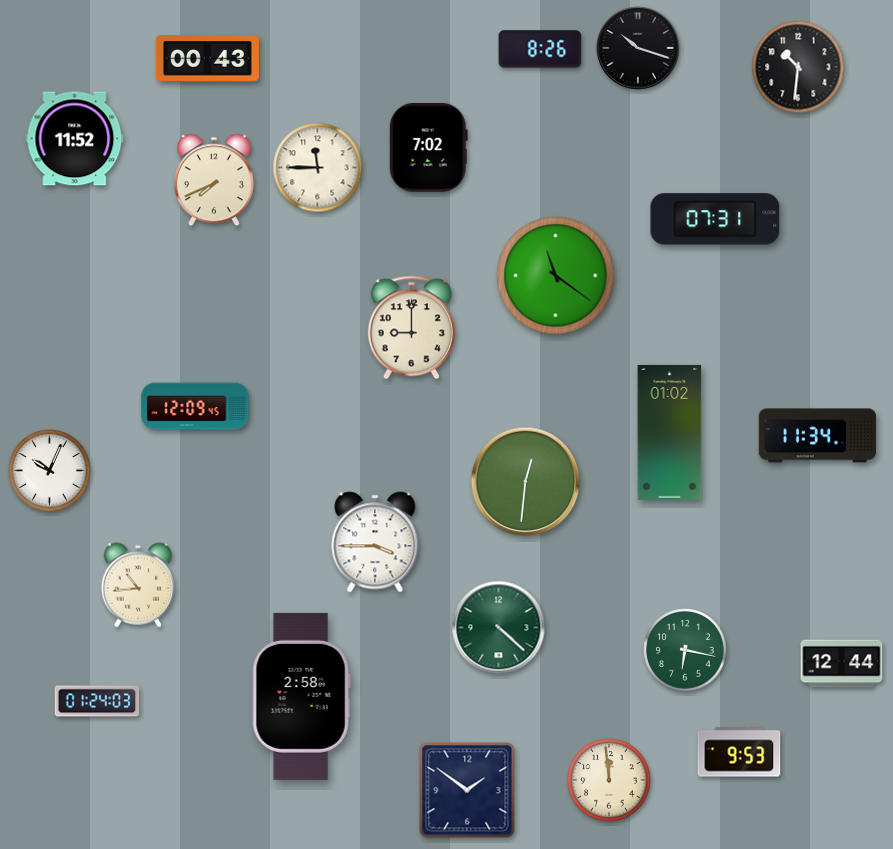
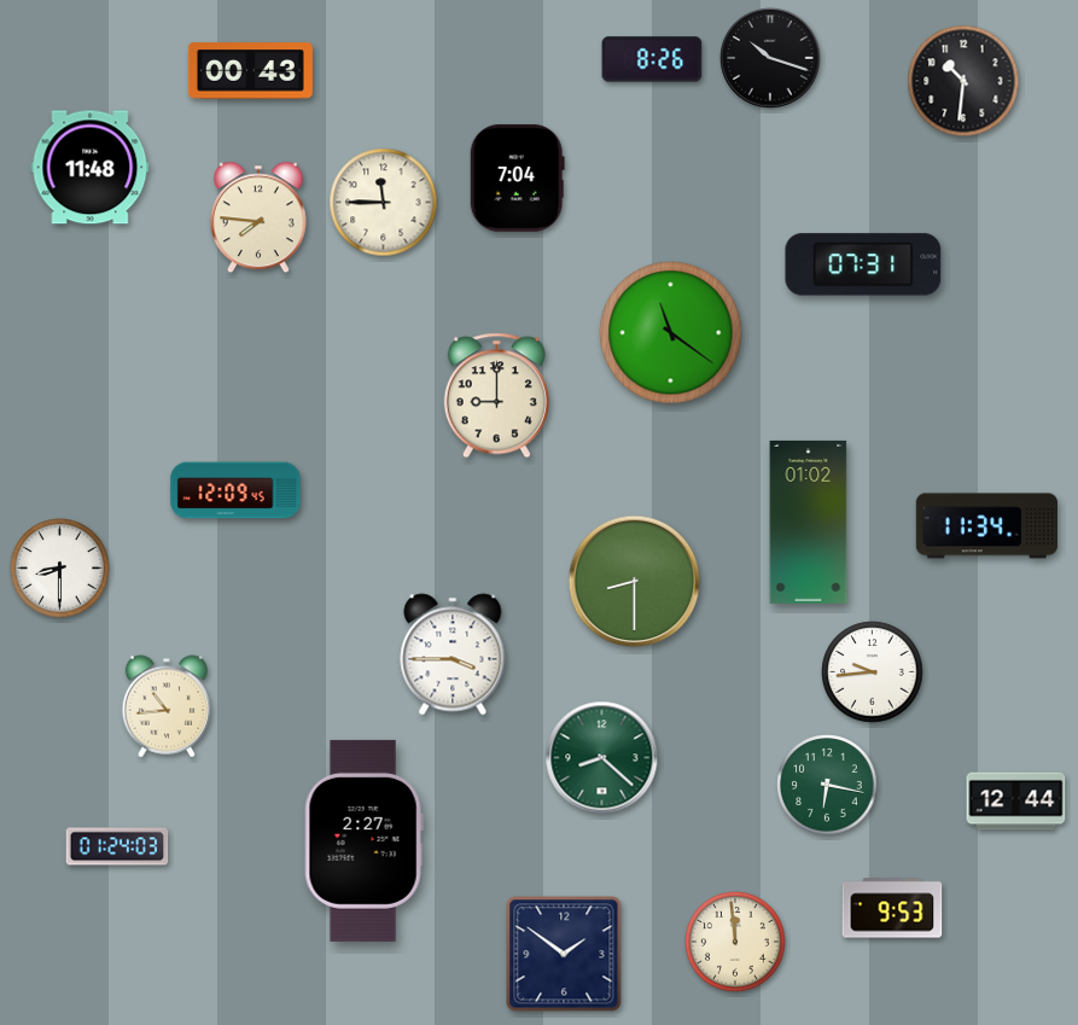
clock at (75, 139): 11:52 -> 11:48
clock at (428, 147): 7:02 -> 7:04
clock at (214, 180): 7:41 -> 7:46
clock at (50, 471): 10:04 -> 8:30
clock at (526, 482): 12:31 -> 8:30
clock at (873, 672): none -> 9:44
clock at (499, 628): 4:22 -> 8:22
clock at (301, 696): 2:58 -> 2:27
